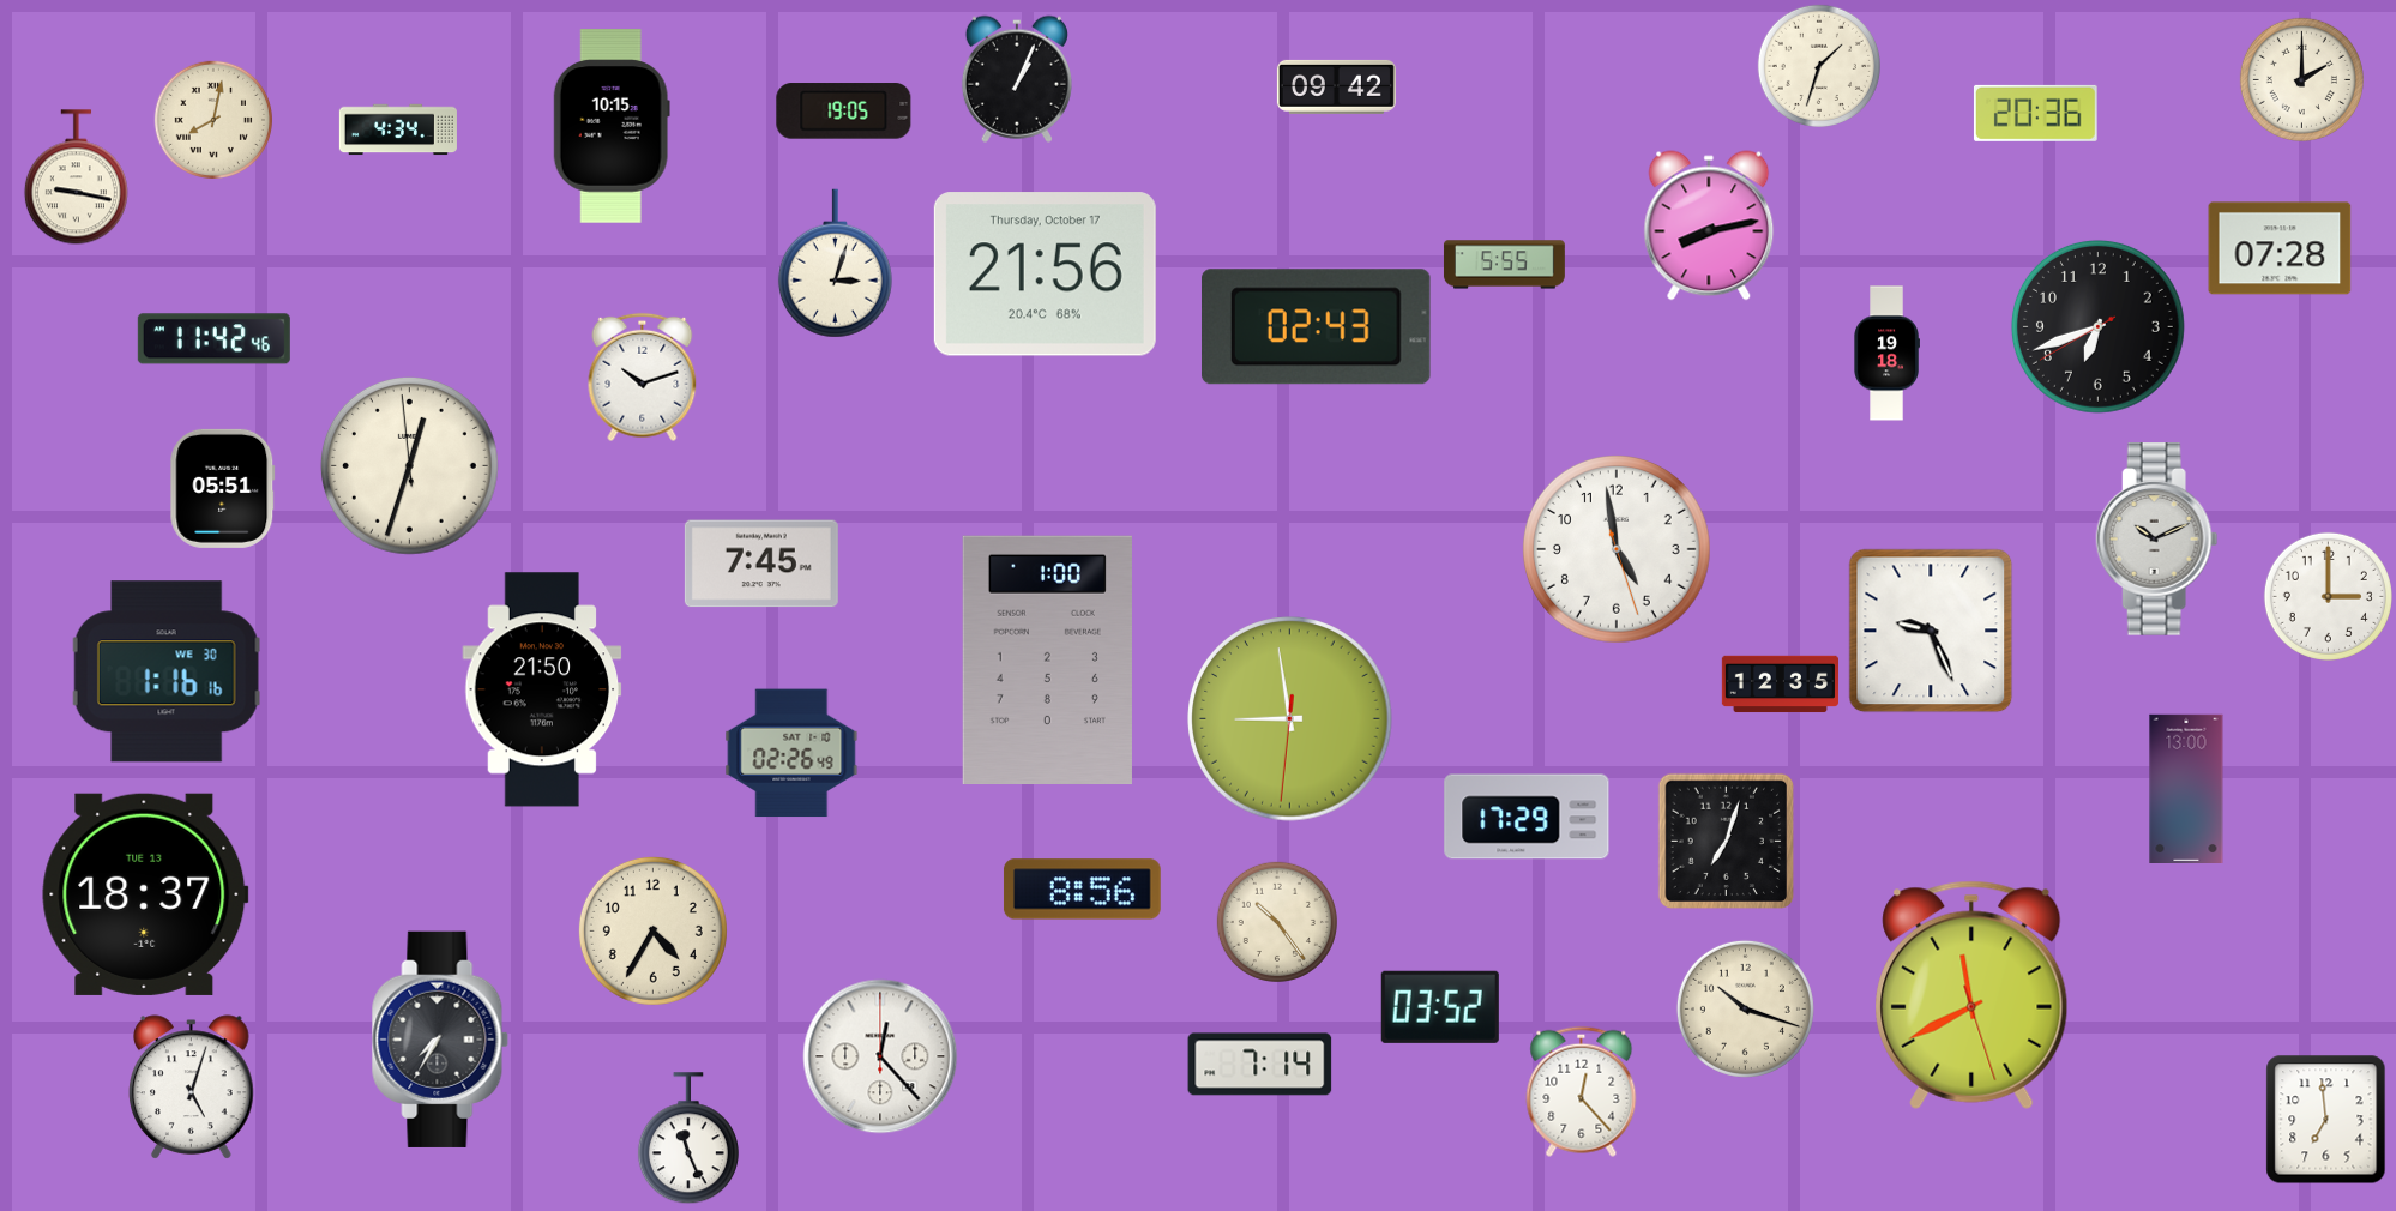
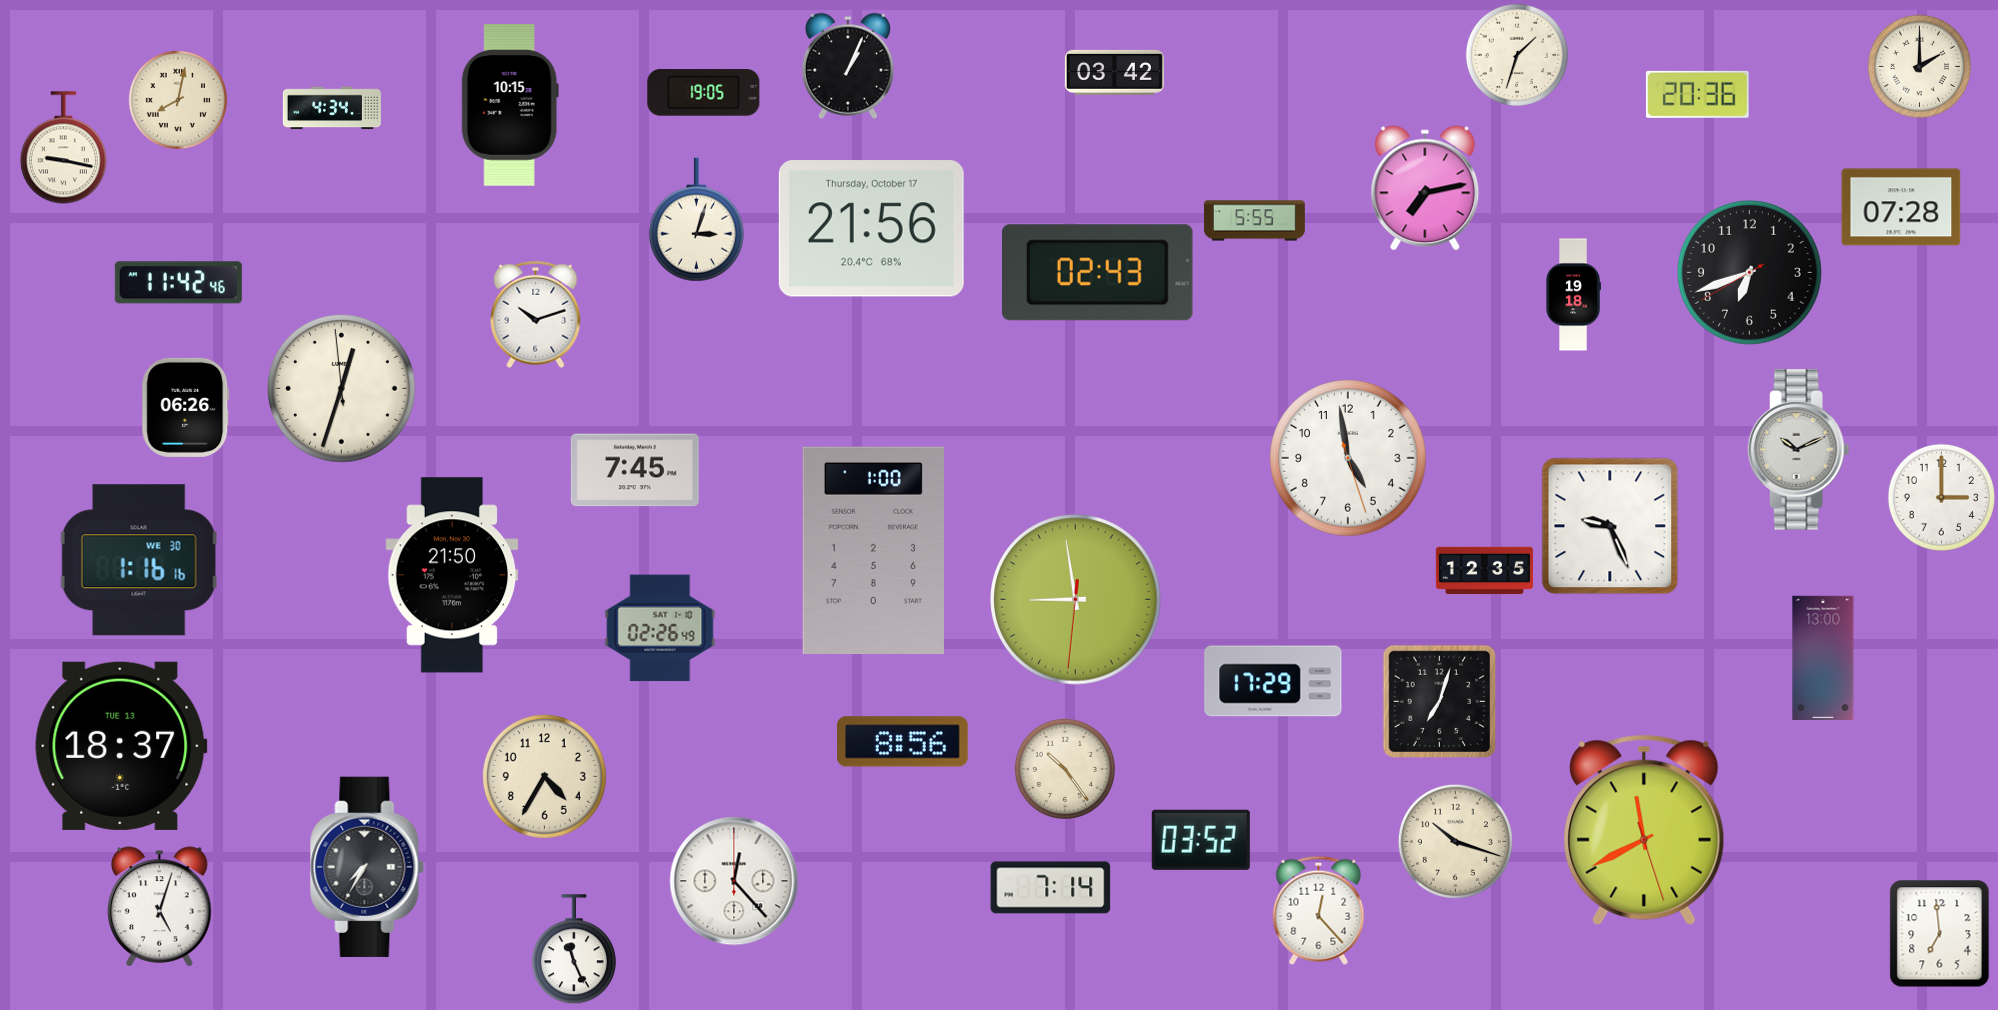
clock at (1336, 86): 09:42 -> 03:42
clock at (1709, 225): 8:13 -> 7:13
clock at (223, 488): 05:51 -> 06:26
